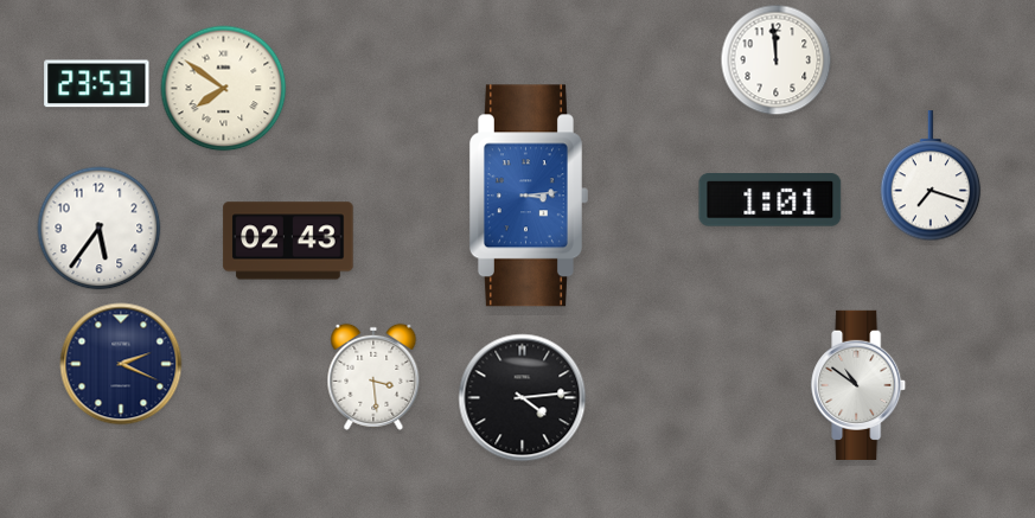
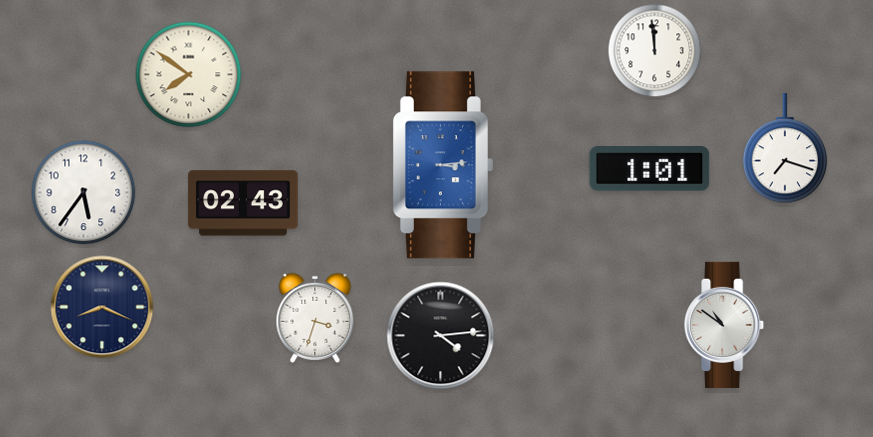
clock at (97, 84): 23:53 -> none
clock at (529, 196) position: (529, 196) -> (443, 165)
clock at (121, 364): 2:19 -> 8:19
clock at (373, 377): 3:29 -> 3:33
